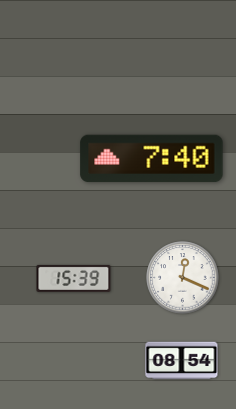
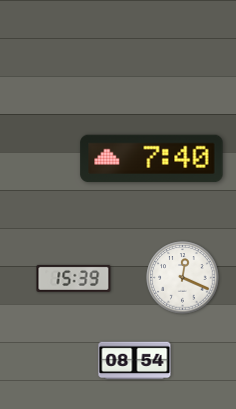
clock at (182, 361) position: (182, 361) -> (135, 361)
